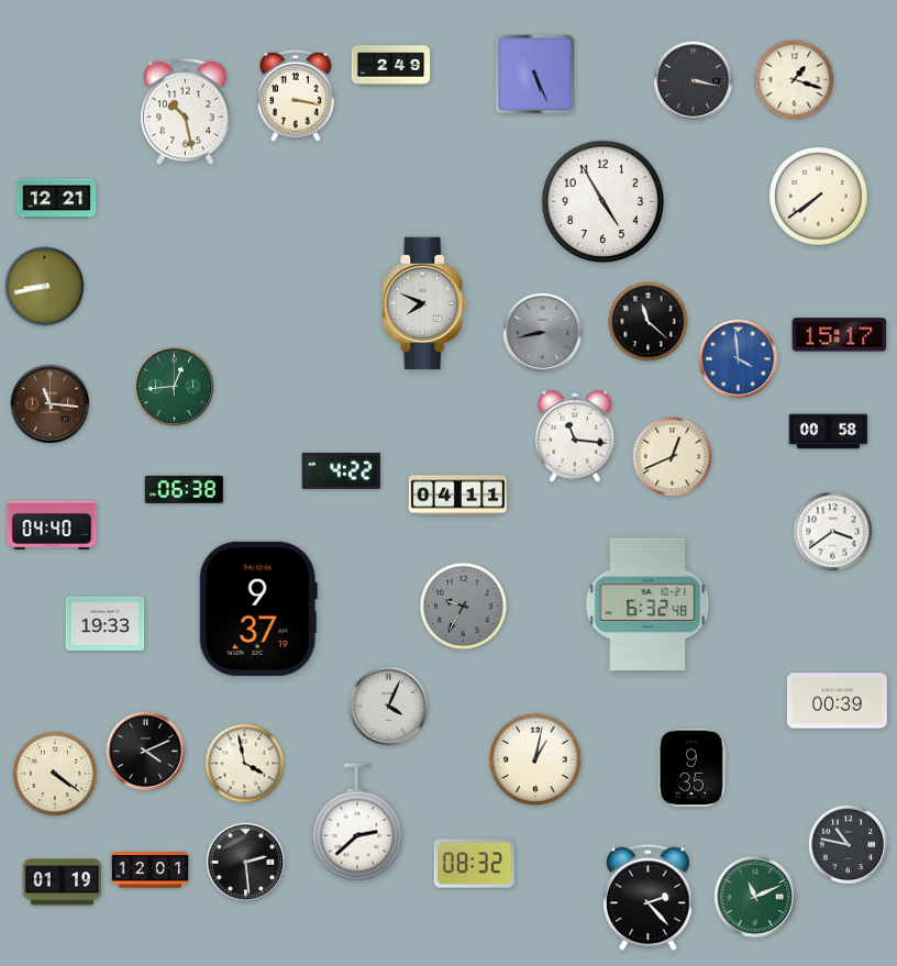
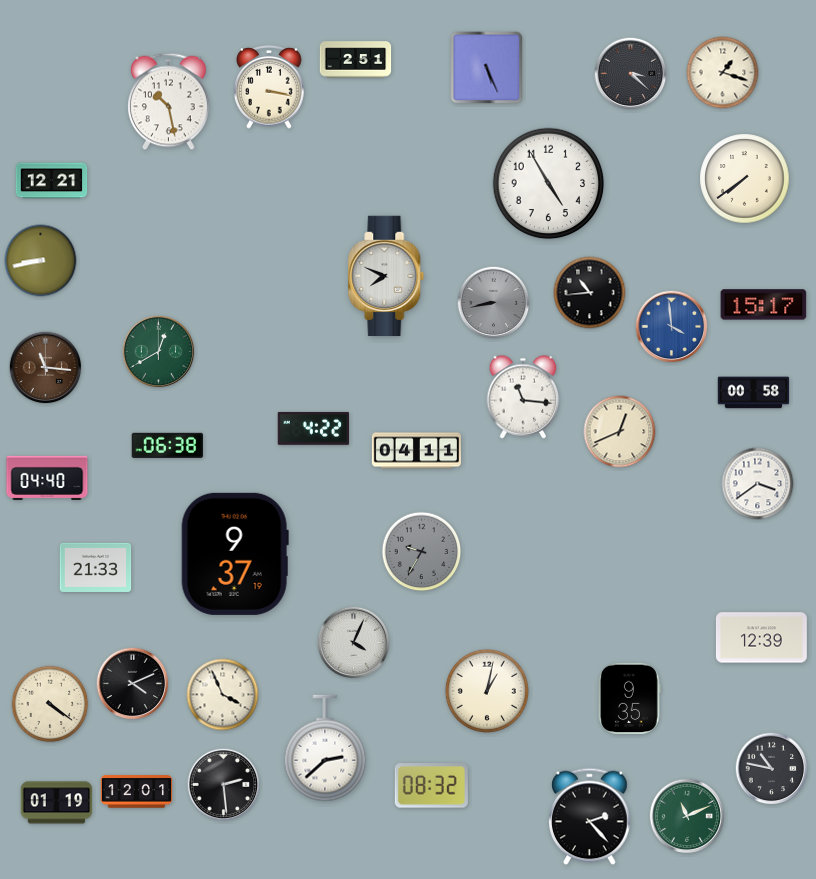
clock at (391, 66): 2:49 -> 2:51
clock at (694, 81): 3:17 -> 3:22
clock at (649, 322): 11:22 -> 10:44
clock at (175, 387): 12:44 -> 12:40
clock at (673, 457) position: (673, 457) -> (620, 432)
clock at (342, 470) position: (342, 470) -> (314, 428)
clock at (647, 604): 6:32 -> none
clock at (106, 623): 19:33 -> 21:33
clock at (837, 701): 00:39 -> 12:39
clock at (245, 764): 3:58 -> 3:56
